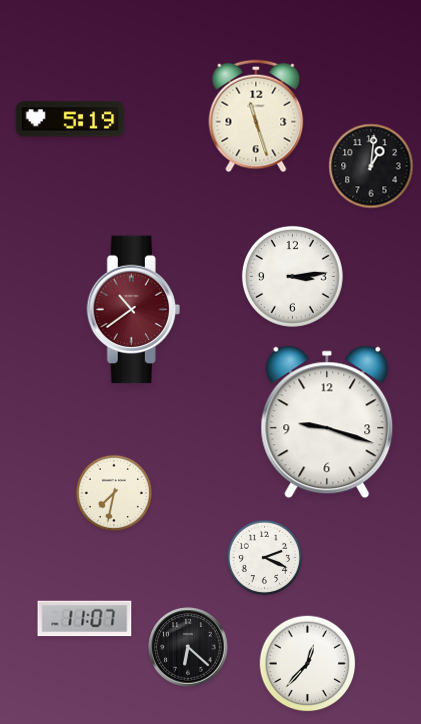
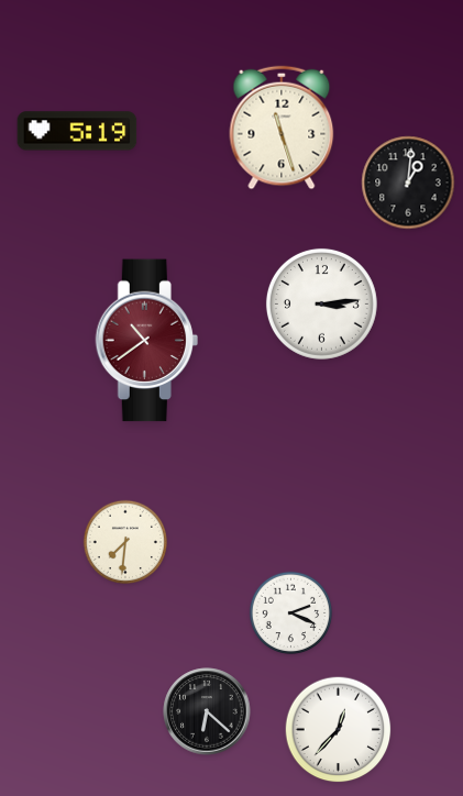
clock at (327, 422): 9:18 -> none
clock at (113, 492): 7:32 -> 7:31
clock at (85, 619): 11:07 -> none
